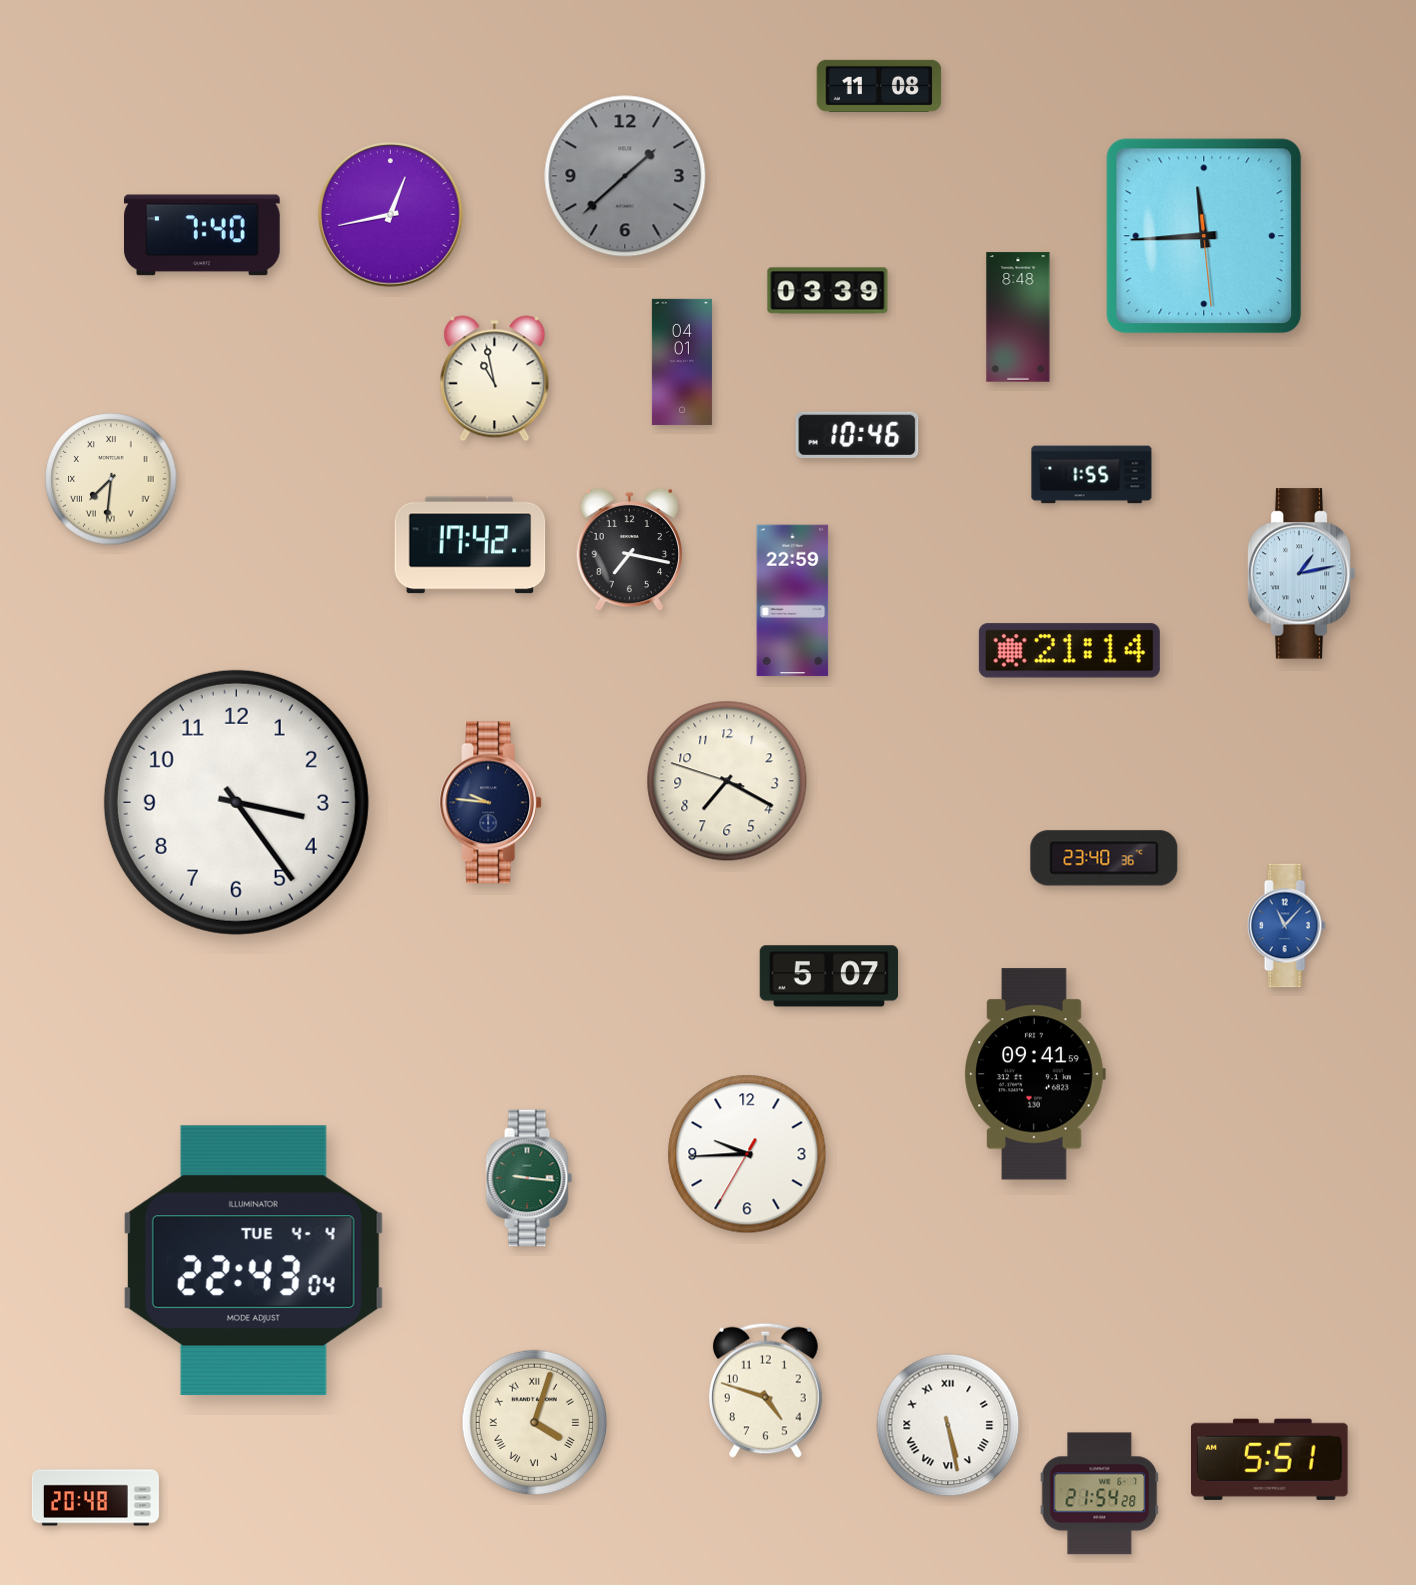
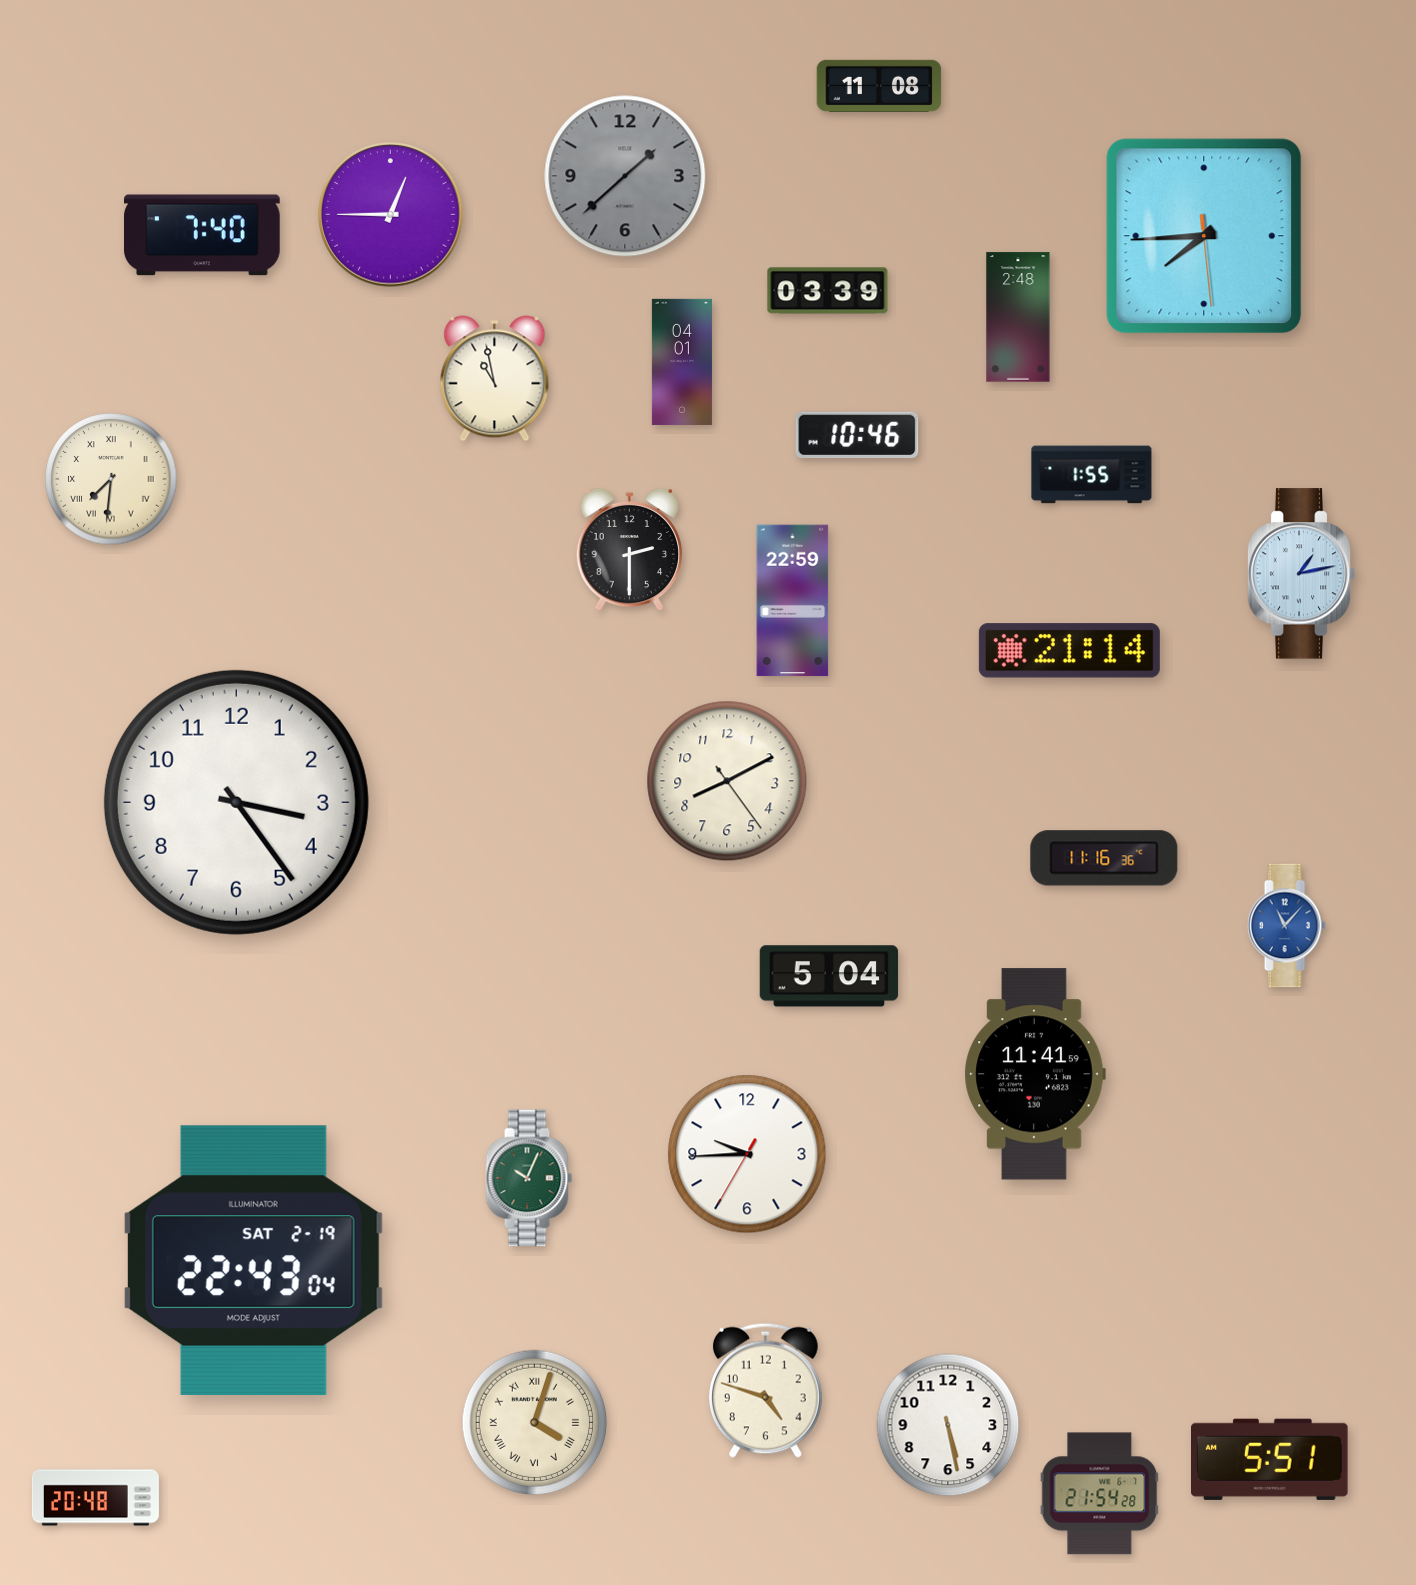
clock at (391, 215): 12:43 -> 12:45
clock at (1204, 236): 11:44 -> 7:44
clock at (1018, 317): 8:48 -> 2:48
clock at (470, 545): 17:42 -> none
clock at (629, 550): 7:17 -> 2:30
clock at (727, 781): 7:19 -> 8:10
clock at (491, 803): 9:46 -> none
clock at (1104, 858): 23:40 -> 11:16
clock at (829, 976): 5:07 -> 5:04
clock at (1035, 1074): 09:41 -> 11:41
clock at (529, 1178): 9:16 -> 10:04
clock at (253, 1260) date: TUE 4-4 -> SAT 2-19
clock at (948, 1425) numerals: Roman -> Arabic
